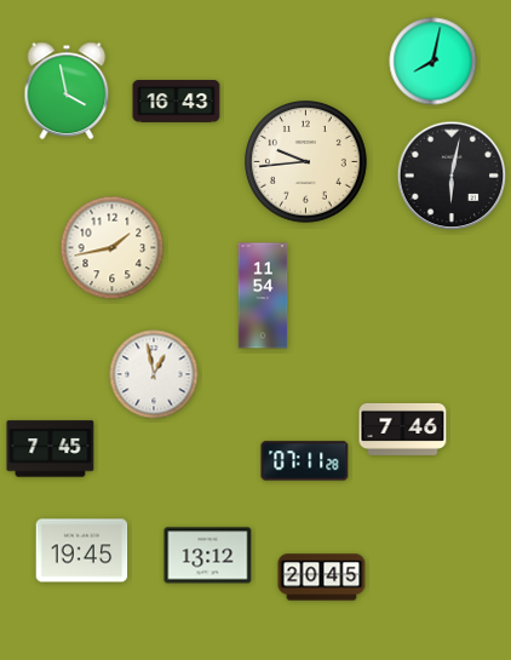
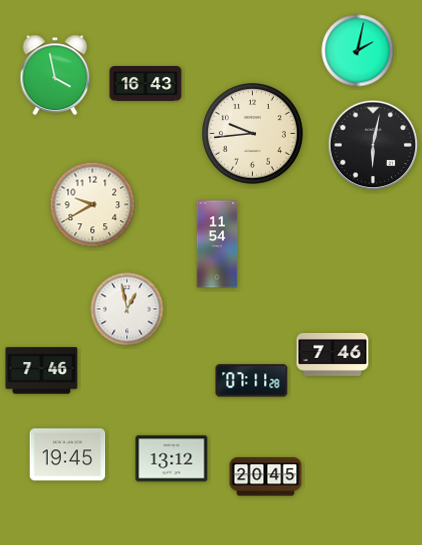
clock at (434, 62): 8:02 -> 2:02
clock at (113, 248): 1:43 -> 9:40
clock at (51, 449): 7:45 -> 7:46
